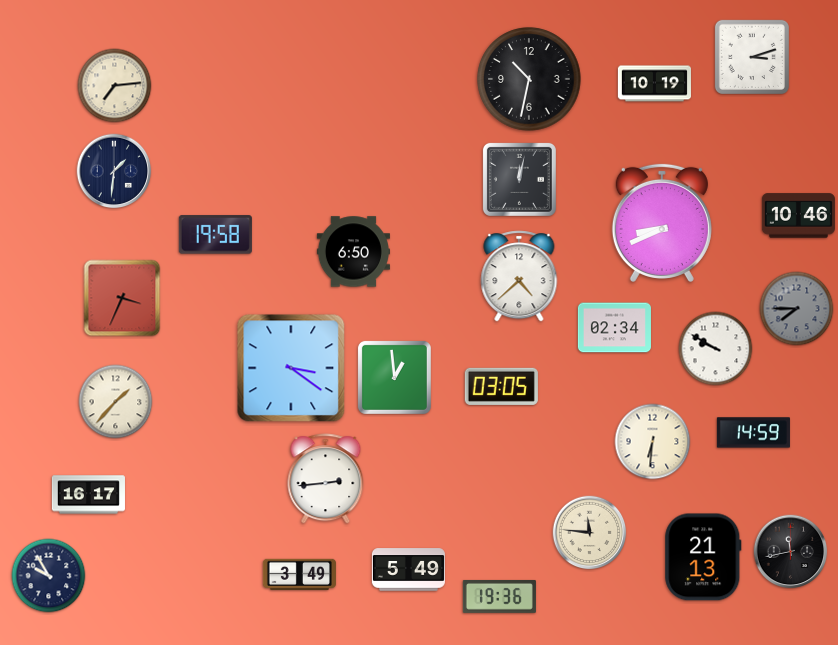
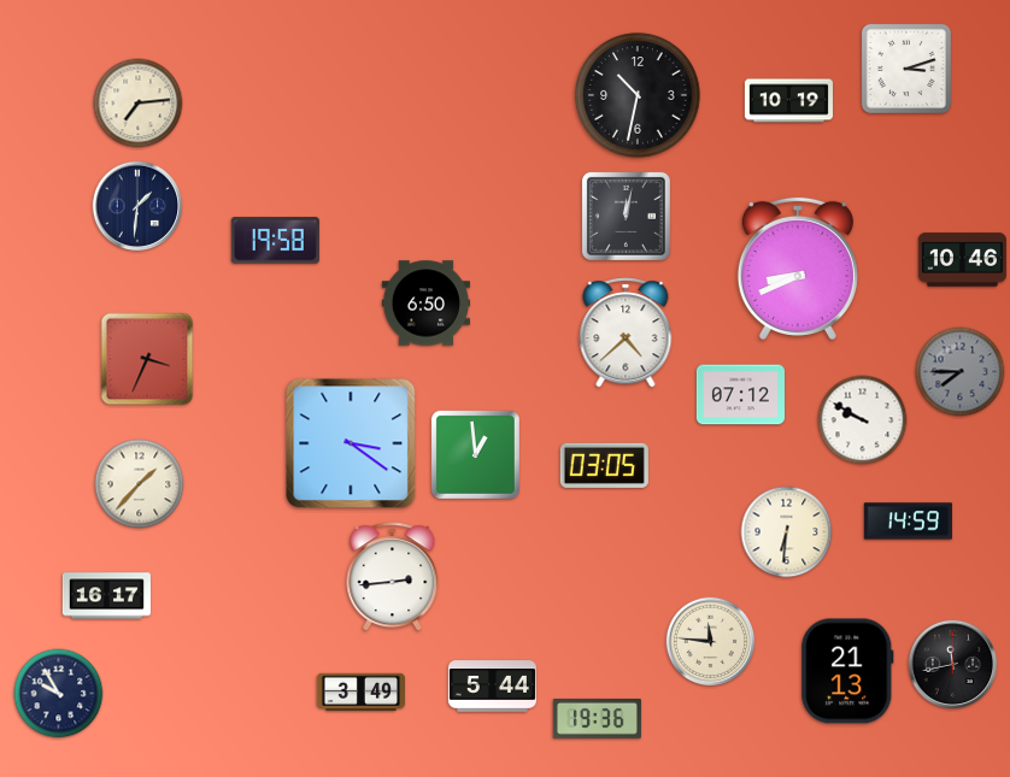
clock at (215, 235) position: (215, 235) -> (275, 241)
clock at (614, 328): 02:34 -> 07:12
clock at (408, 570): 5:49 -> 5:44
clock at (499, 596) position: (499, 596) -> (597, 718)
